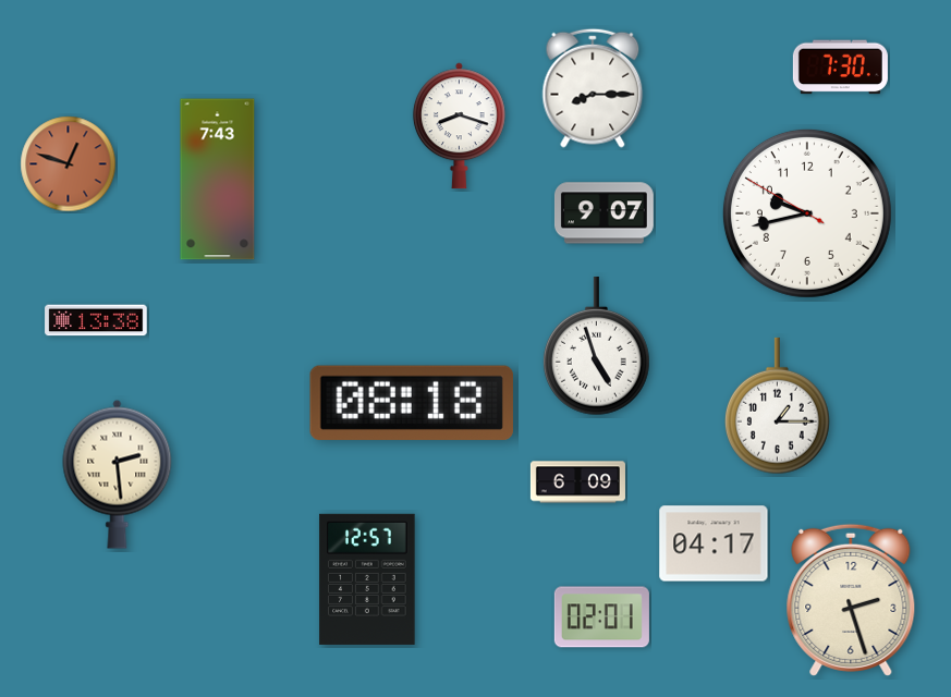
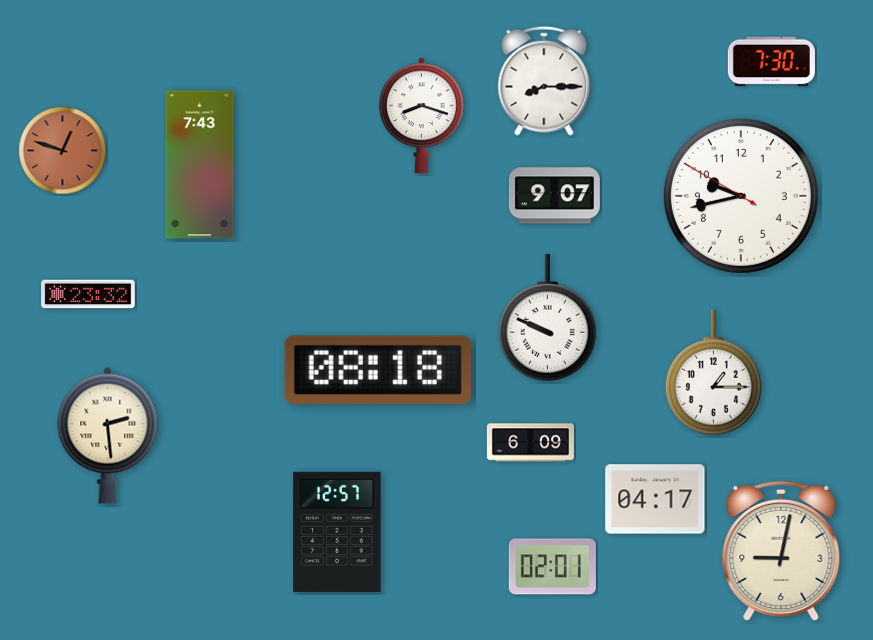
clock at (96, 320): 13:38 -> 23:32
clock at (596, 346): 4:57 -> 9:49
clock at (851, 600): 2:27 -> 9:02
